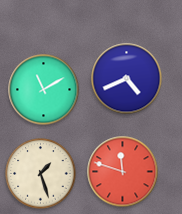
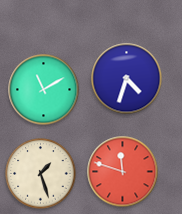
clock at (127, 79): 4:41 -> 4:33
